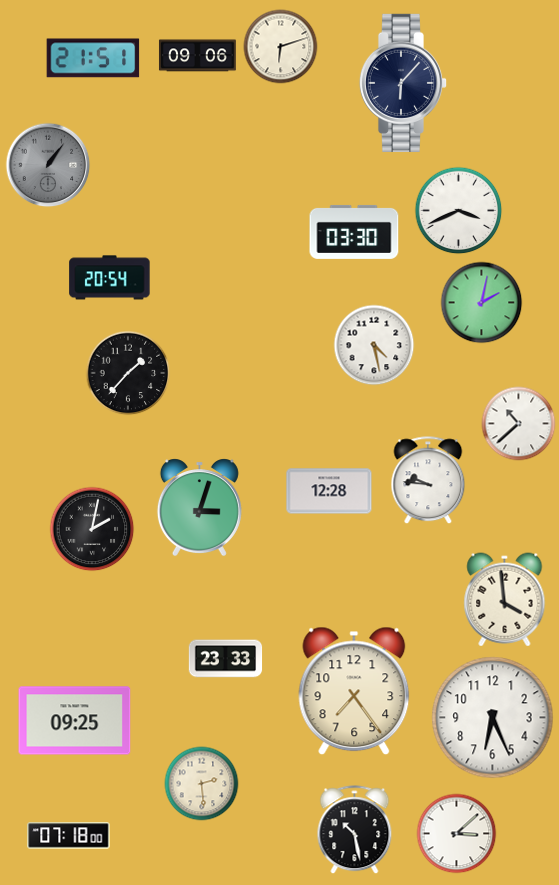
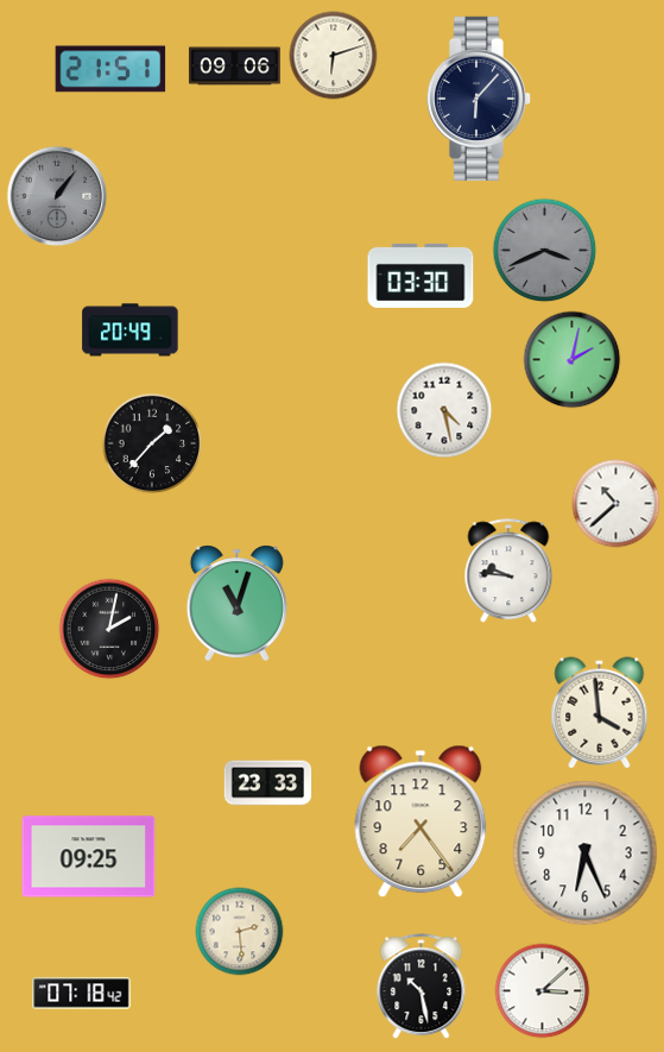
clock at (459, 211) dial: white -> grey
clock at (110, 278): 20:54 -> 20:49
clock at (329, 491): 12:28 -> none
clock at (199, 508): 3:03 -> 11:03
clock at (69, 836): 07:18:00 -> 07:18:42
